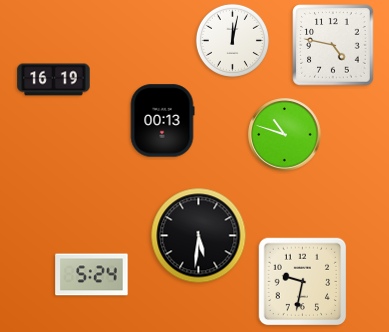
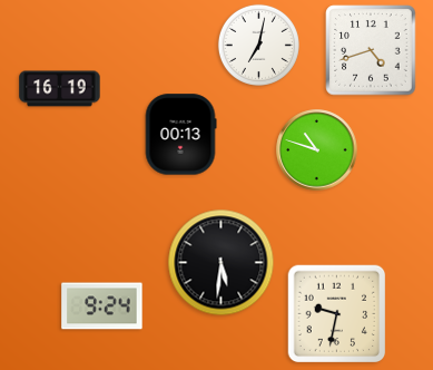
clock at (232, 40): 12:02 -> 7:02
clock at (333, 45): 4:47 -> 4:42
clock at (92, 275): 5:24 -> 9:24
